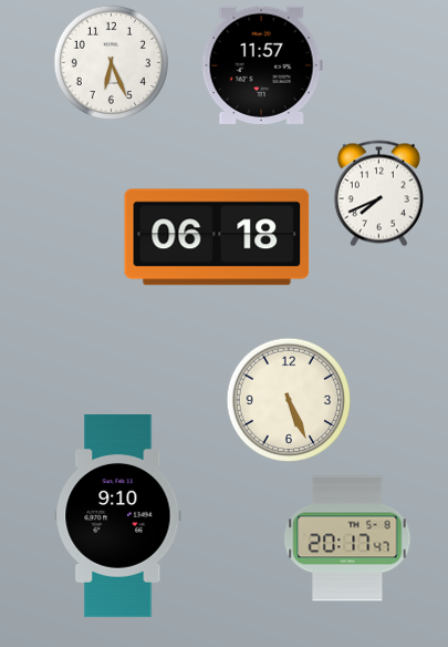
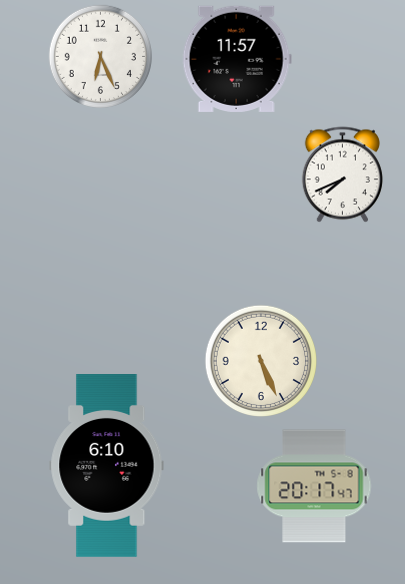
clock at (217, 237): 06:18 -> none
clock at (118, 516): 9:10 -> 6:10
